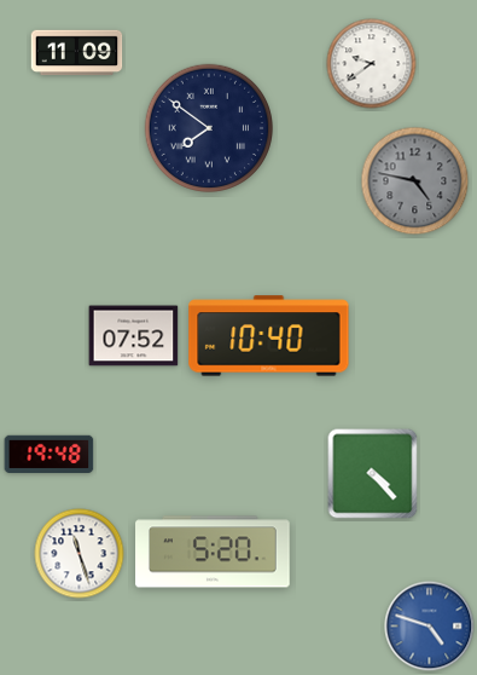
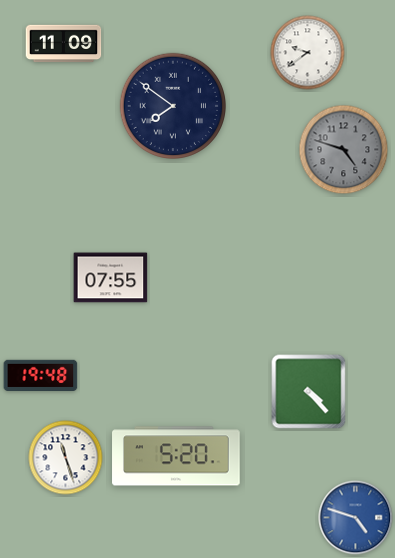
clock at (415, 181): 4:47 -> 4:48
clock at (134, 336): 07:52 -> 07:55
clock at (269, 336): 10:40 -> none
